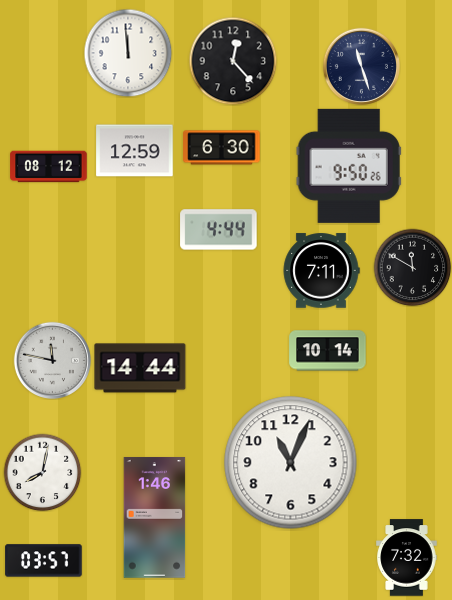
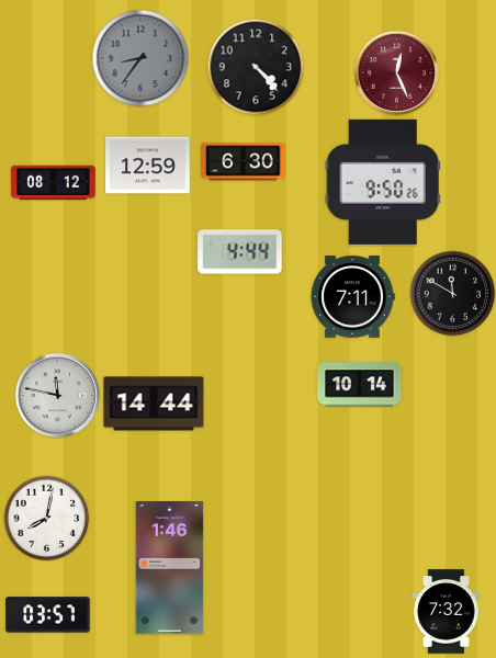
clock at (128, 53): 11:59 -> 8:36
clock at (128, 53) dial: white -> grey
clock at (233, 61): 12:23 -> 4:23
clock at (361, 66): 11:27 -> 12:26
clock at (361, 66) dial: navy -> burgundy
clock at (291, 463): 11:04 -> none
